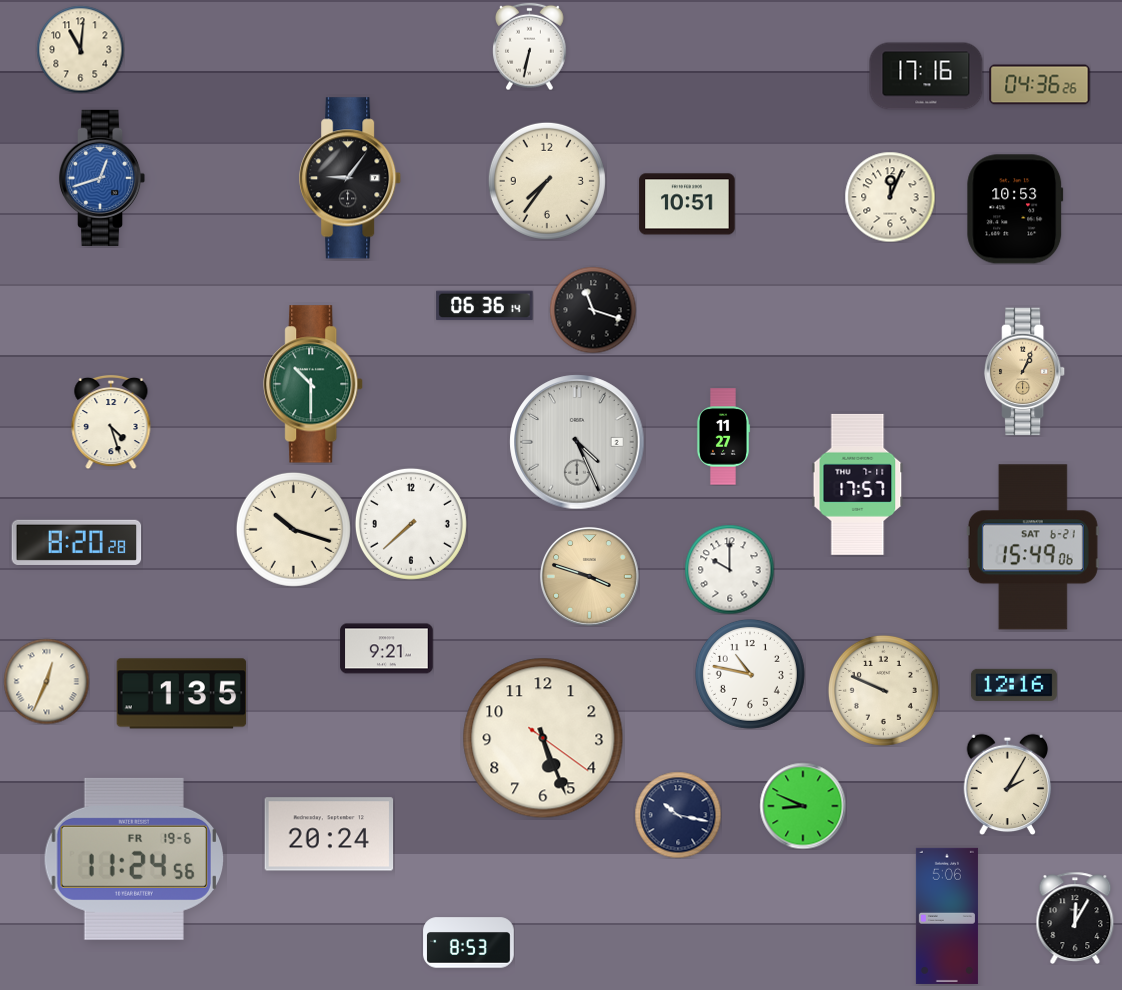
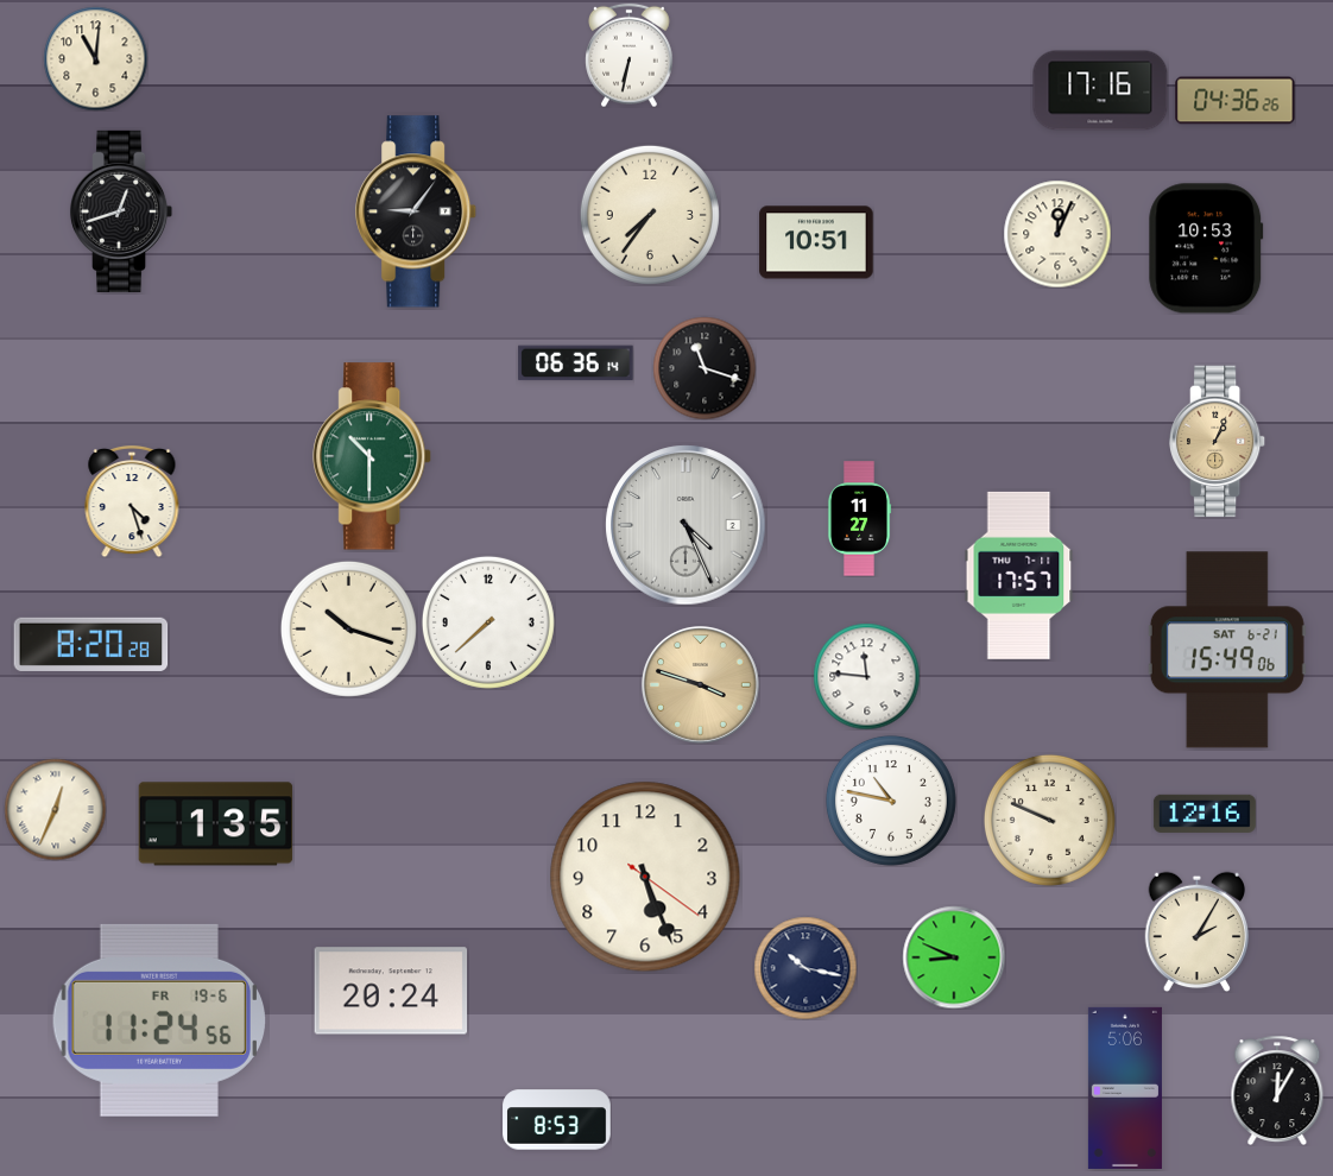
clock at (102, 178) dial: blue -> black
clock at (729, 569): 10:00 -> 11:46
clock at (387, 649): 9:21 -> none
